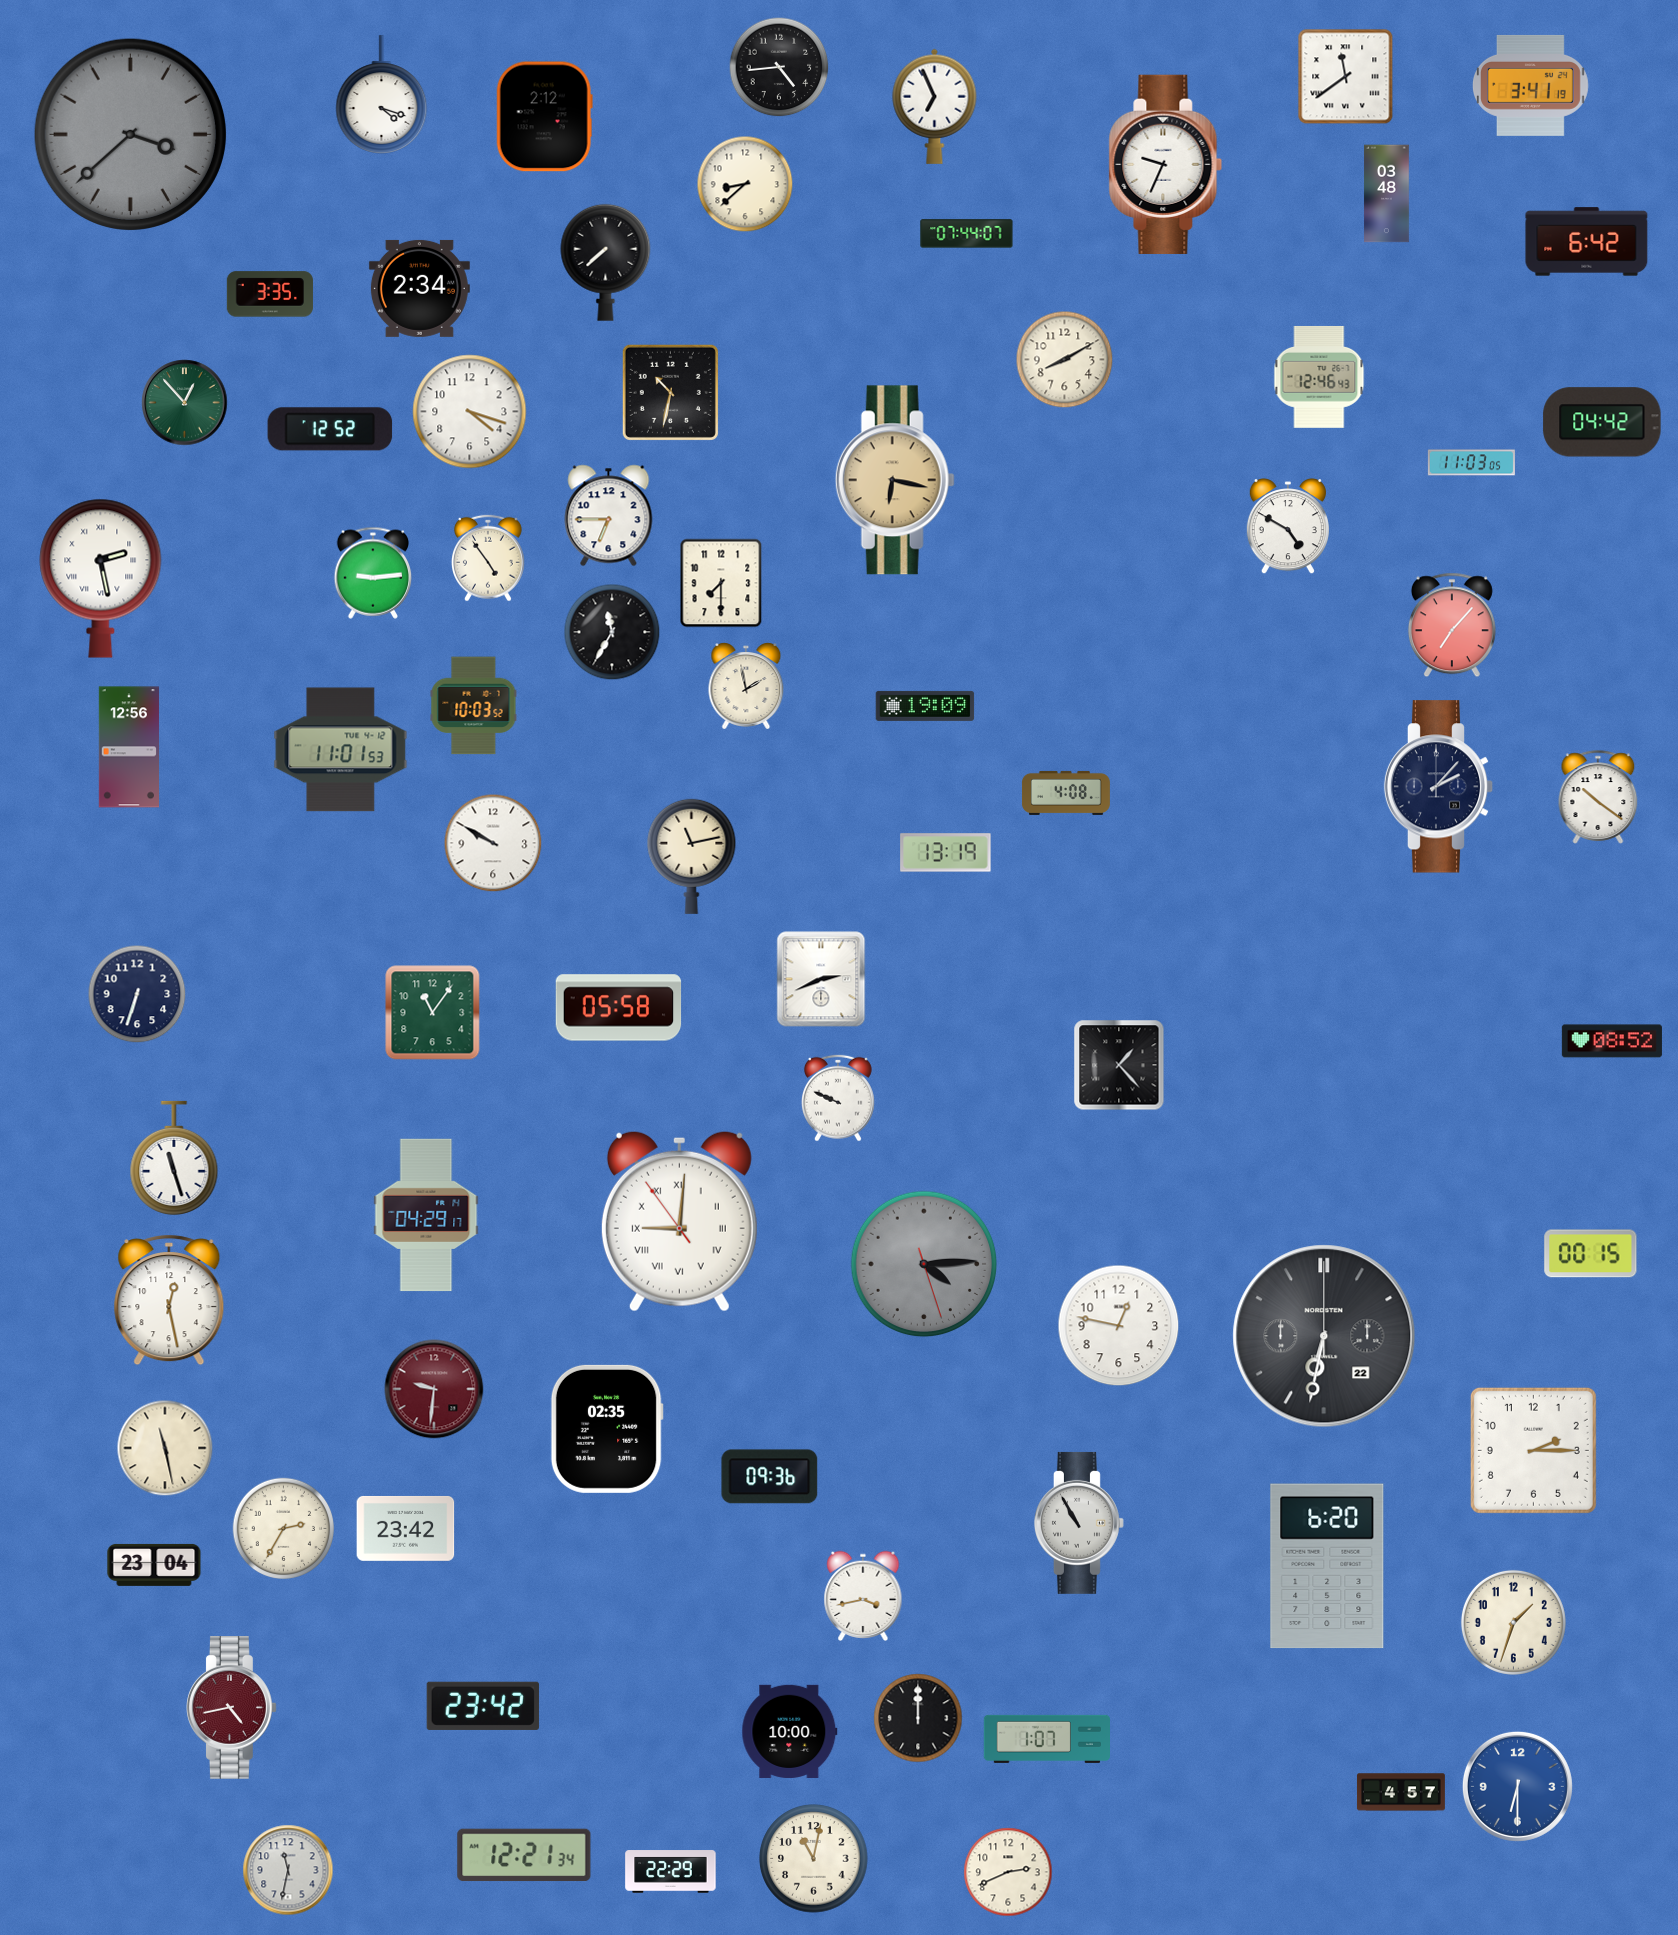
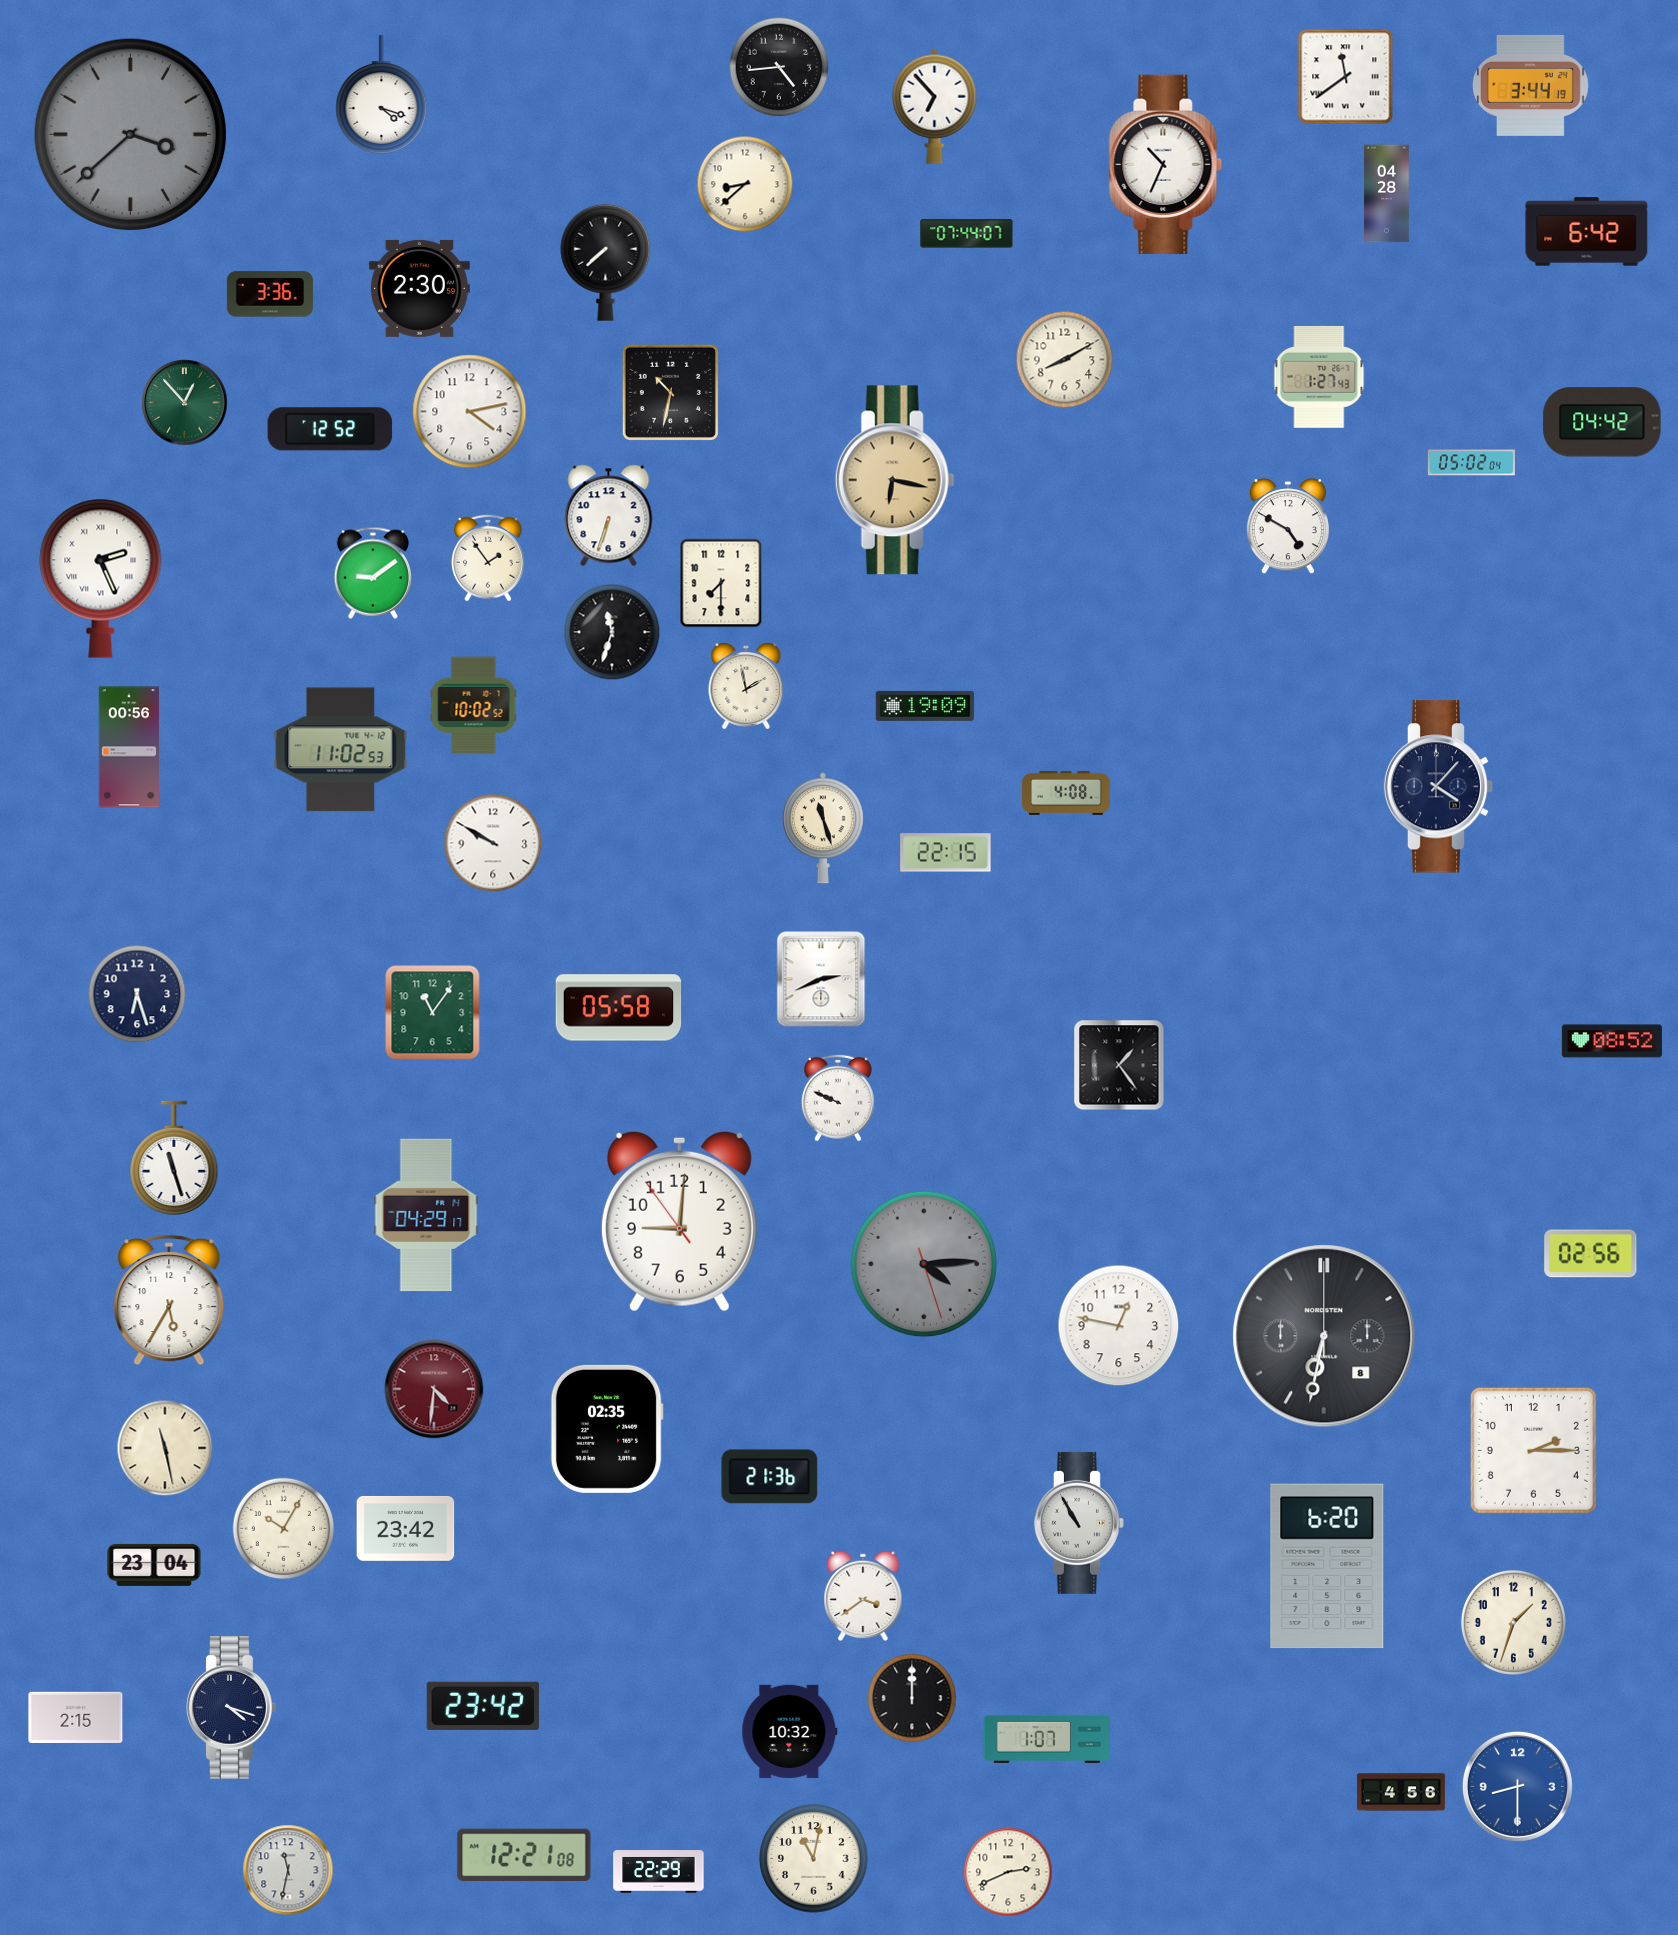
clock at (1530, 85): 3:41 -> 3:44
clock at (935, 106): 6:56 -> 6:53
clock at (544, 117): 2:12 -> none
clock at (1166, 164): 9:34 -> 10:34
clock at (1387, 194): 03:48 -> 04:28
clock at (1587, 242) position: (1587, 242) -> (1587, 232)
clock at (419, 288): 2:34 -> 2:30
clock at (270, 294): 3:35 -> 3:36
clock at (1319, 377): 12:46 -> 1:27
clock at (470, 412): 4:18 -> 4:13
clock at (1471, 463): 11:03 -> 05:02
clock at (609, 516): 6:45 -> 6:33
clock at (488, 558): 4:54 -> 1:54
clock at (373, 573): 9:14 -> 9:09
clock at (101, 578): 2:28 -> 2:26
clock at (1452, 625): 7:07 -> none
clock at (612, 632): 11:35 -> 11:33
clock at (474, 706): 10:03 -> 10:02
clock at (128, 747): 12:56 -> 00:56
clock at (341, 750): 11:01 -> 11:02
clock at (1439, 787): 2:07 -> 4:07
clock at (1598, 797): 10:21 -> none
clock at (823, 828): none -> 11:27
clock at (946, 853): 13:19 -> 22:15
clock at (692, 856): 11:13 -> none
clock at (137, 994): 6:33 -> 6:27
clock at (1119, 1065): 1:23 -> 1:24
clock at (679, 1221) numerals: Roman -> Arabic
clock at (1591, 1254): 00:15 -> 02:56
clock at (169, 1300): 12:28 -> 5:35
clock at (1324, 1336) date: 22 -> 8
clock at (434, 1389): 9:31 -> 4:31
clock at (770, 1477): 09:36 -> 21:36
clock at (283, 1528): 2:35 -> 10:05
clock at (863, 1595): 3:43 -> 3:39
clock at (232, 1708): 4:43 -> 4:18
clock at (232, 1708) dial: burgundy -> navy
clock at (76, 1717): none -> 2:15
clock at (918, 1718) position: (918, 1718) -> (912, 1698)
clock at (790, 1731): 10:00 -> 10:32
clock at (1517, 1786): 6:30 -> 8:30
clock at (1401, 1792): 4:57 -> 4:56
clock at (524, 1855): 12:21:34 -> 12:21:08
clock at (671, 1872) position: (671, 1872) -> (659, 1872)
